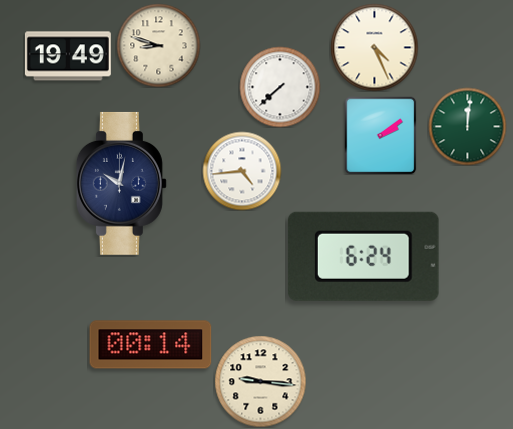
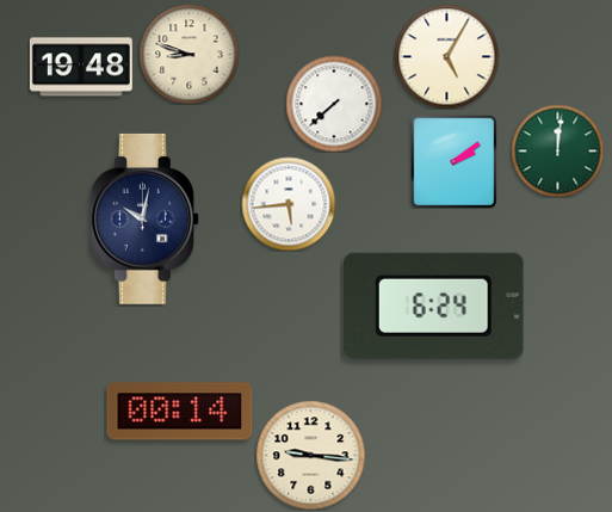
clock at (374, 47): 4:26 -> 5:05
clock at (68, 56): 19:49 -> 19:48
clock at (242, 171): 4:44 -> 5:44
